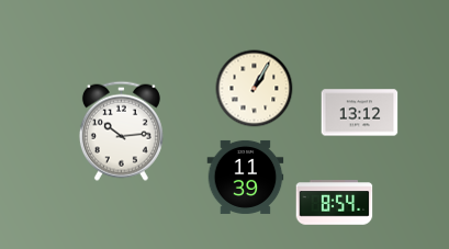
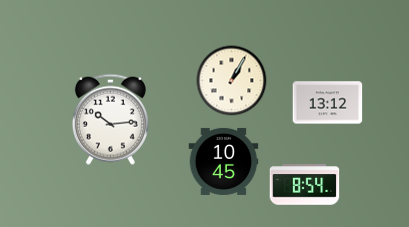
clock at (246, 177): 11:39 -> 10:45
